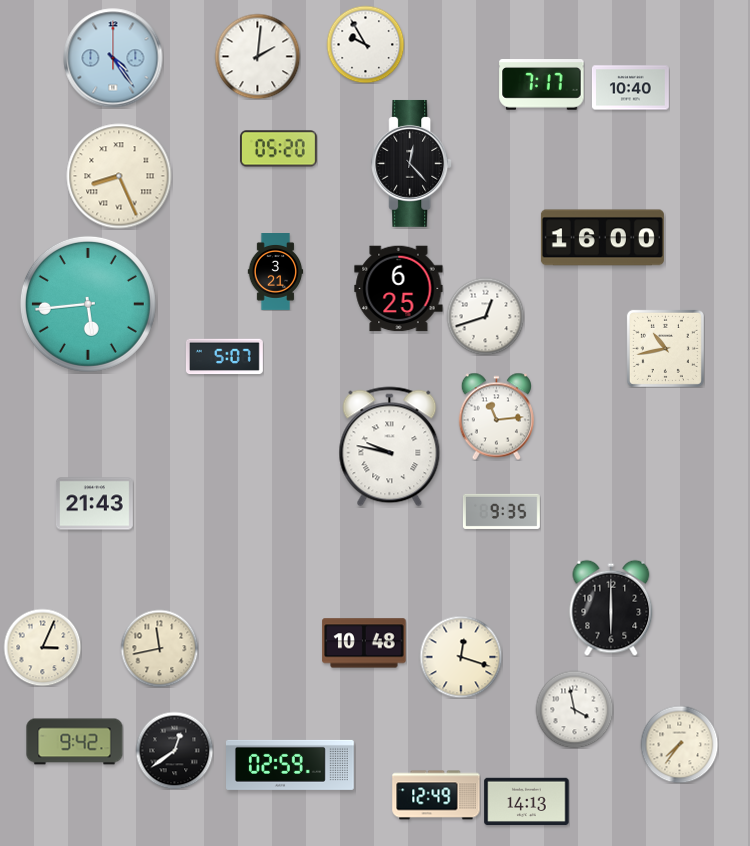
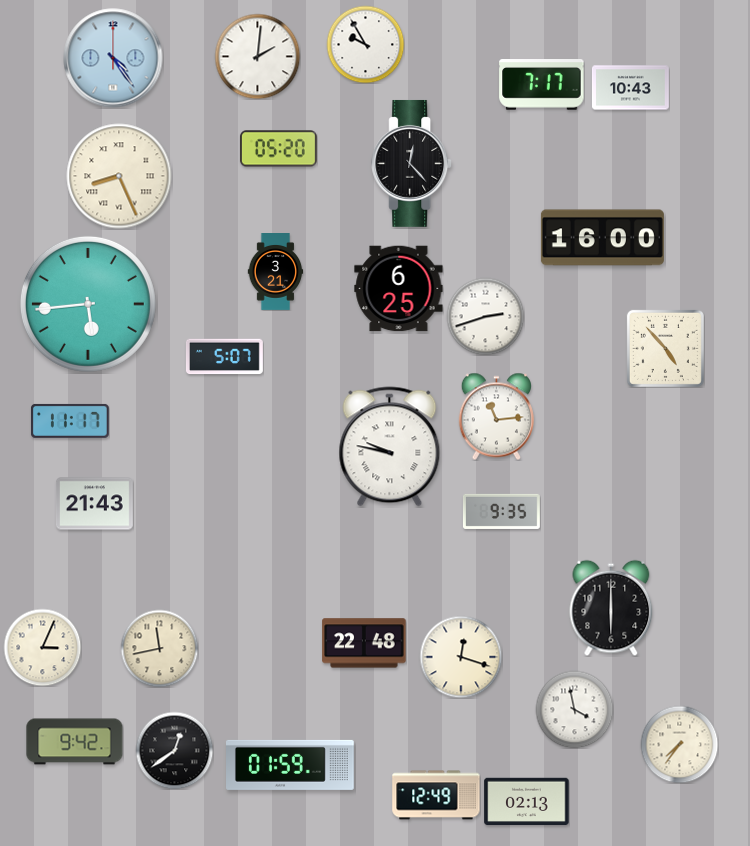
clock at (630, 88): 10:40 -> 10:43
clock at (485, 316): 12:42 -> 2:42
clock at (665, 348): 10:43 -> 4:53
clock at (70, 421): none -> 11:17
clock at (364, 643): 10:48 -> 22:48
clock at (291, 765): 02:59 -> 01:59
clock at (527, 802): 14:13 -> 02:13
